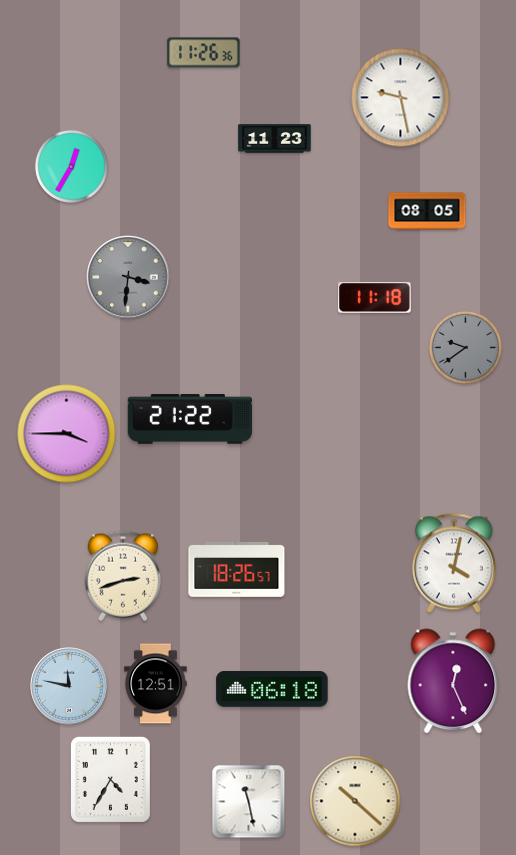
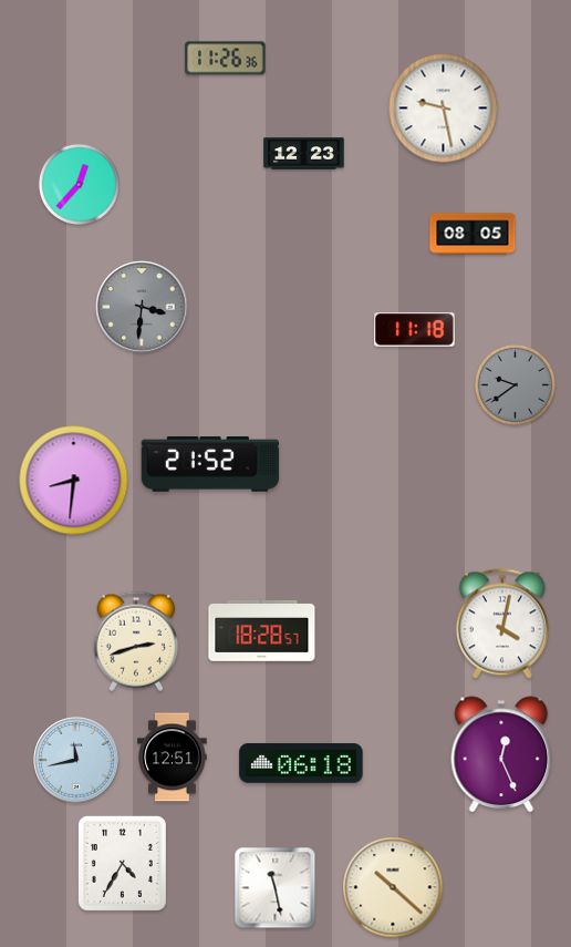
clock at (275, 139): 11:23 -> 12:23
clock at (71, 166): 12:35 -> 12:37
clock at (189, 419): 21:22 -> 21:52
clock at (67, 434): 3:45 -> 8:31
clock at (237, 569): 18:26 -> 18:28
clock at (122, 576) position: (122, 576) -> (135, 641)
clock at (69, 686): 11:47 -> 11:43
